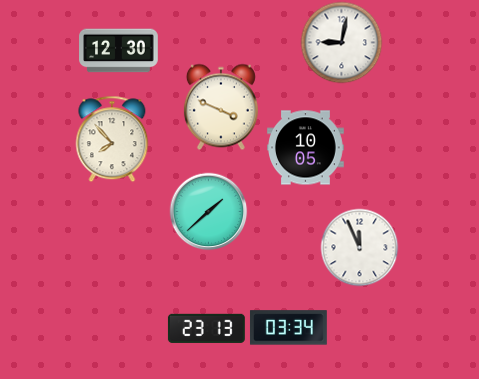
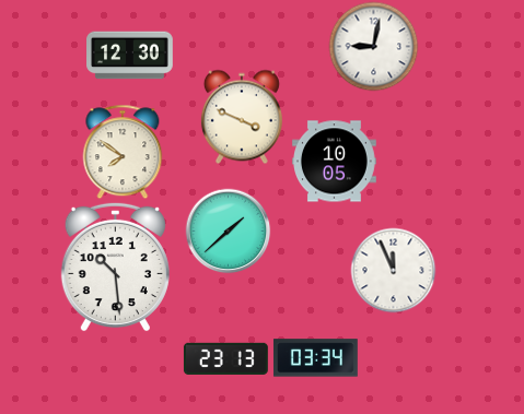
clock at (112, 139): 7:53 -> 7:51
clock at (115, 267): none -> 10:29
